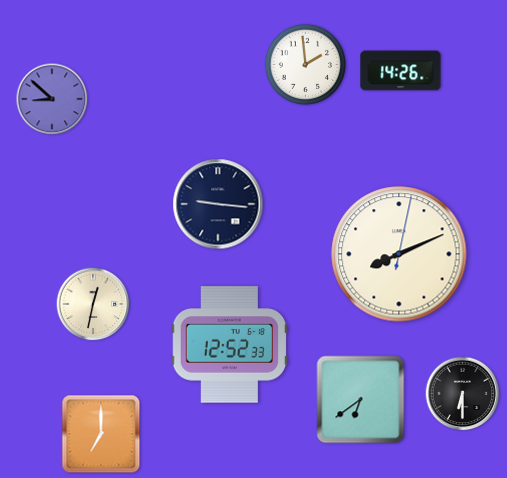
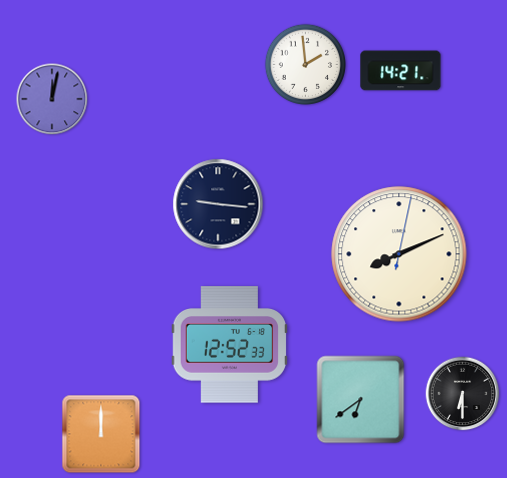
clock at (401, 71): 14:26 -> 14:21
clock at (52, 99): 8:52 -> 12:02
clock at (93, 304): 12:32 -> none
clock at (101, 434): 7:00 -> 12:00
